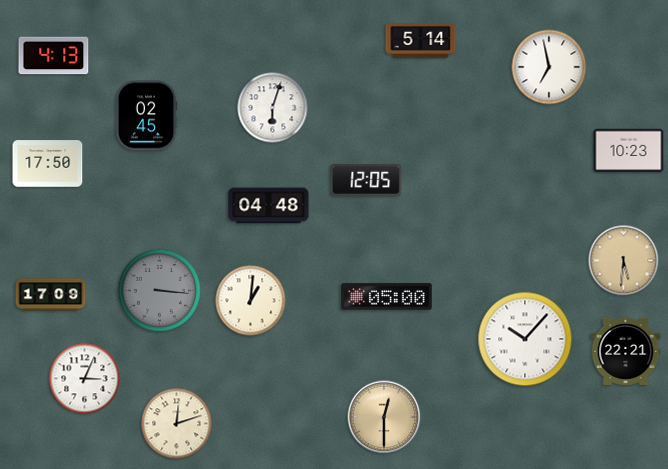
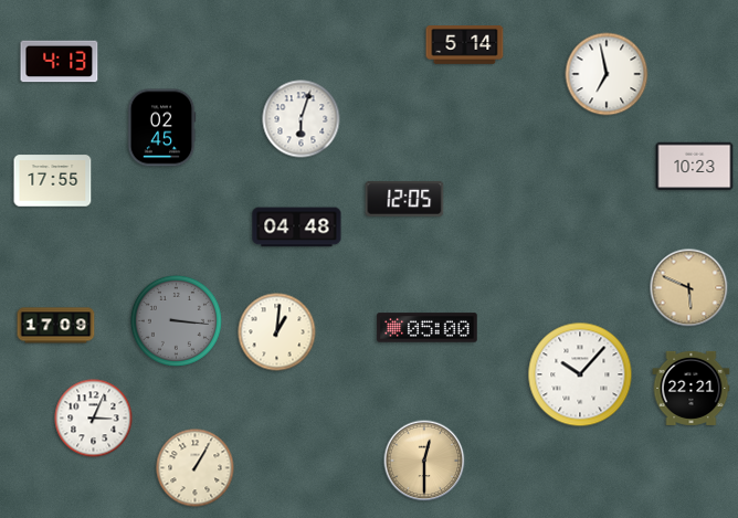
clock at (48, 164): 17:50 -> 17:55
clock at (624, 261): 5:31 -> 5:49
clock at (177, 424): 12:12 -> 1:05
